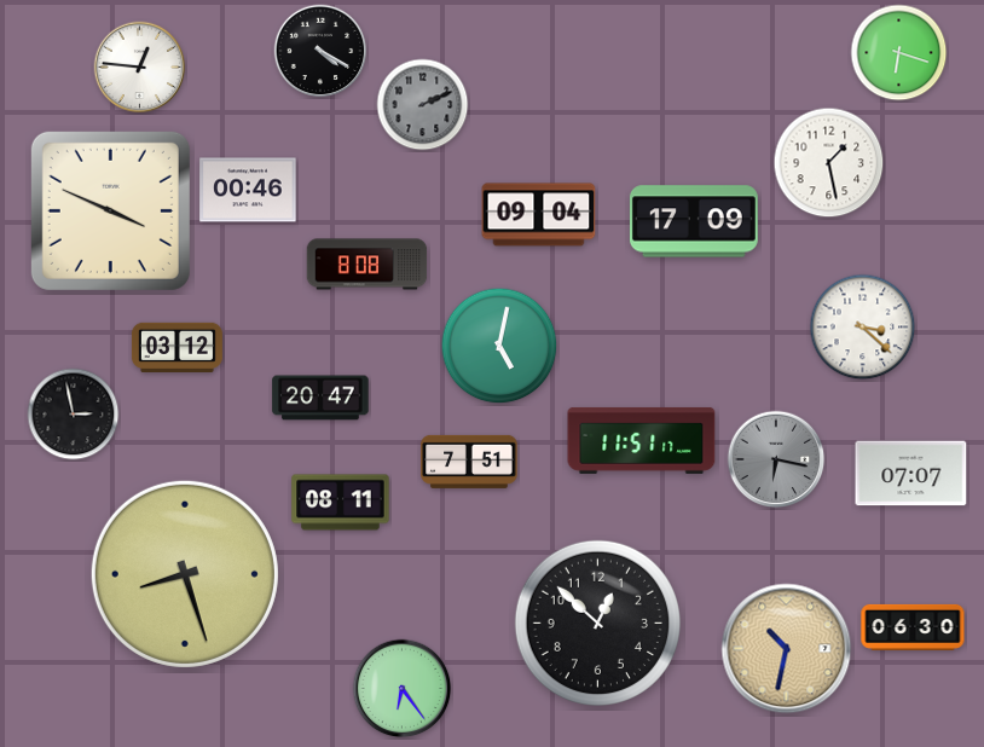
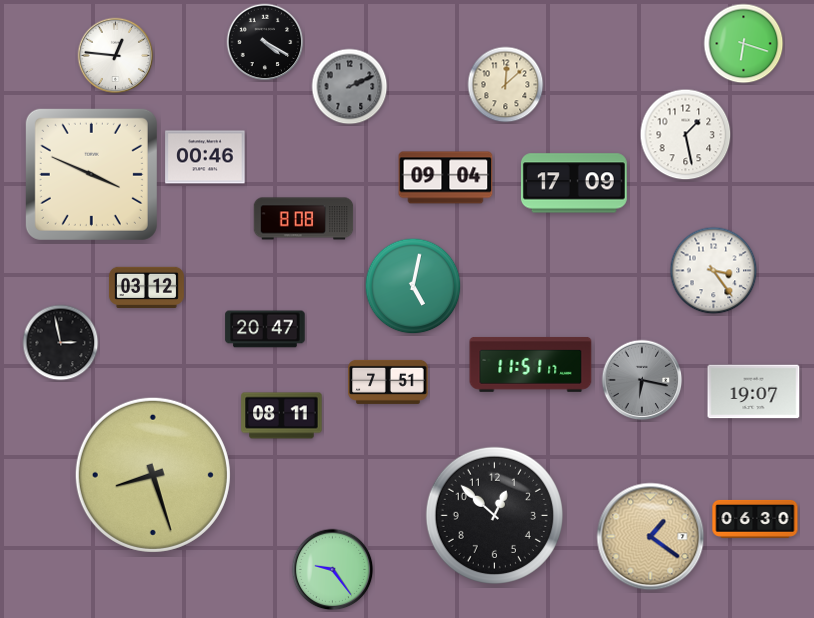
clock at (506, 85): none -> 12:08
clock at (863, 328): 3:22 -> 3:24
clock at (911, 474): 07:07 -> 19:07
clock at (787, 649): 10:32 -> 1:21
clock at (403, 689): 6:24 -> 9:24
